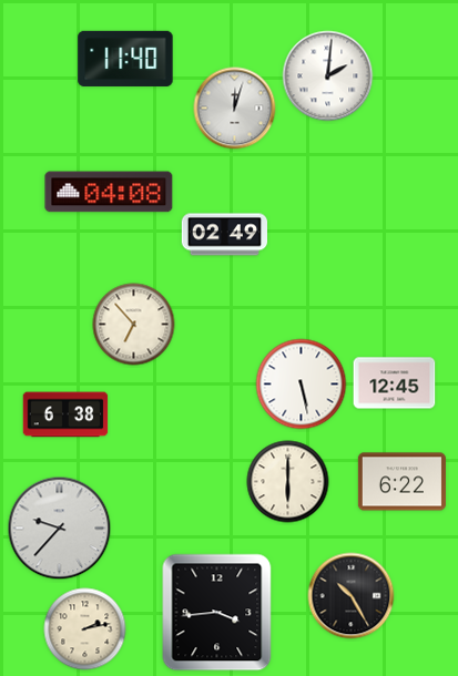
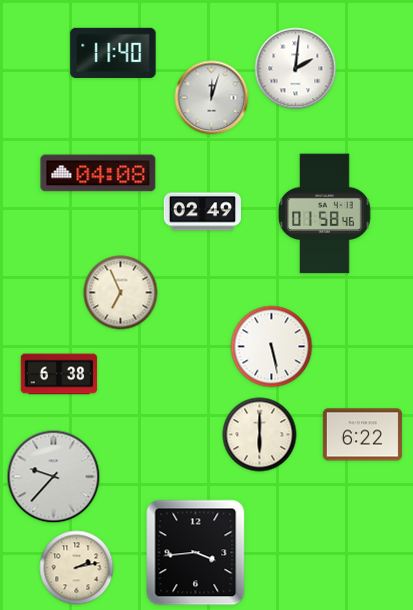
clock at (325, 214): none -> 01:58
clock at (134, 325): 6:53 -> 6:56
clock at (395, 383): 12:45 -> none
clock at (352, 596): 10:25 -> none
